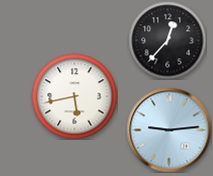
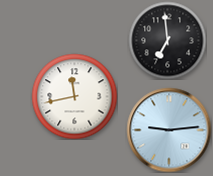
clock at (167, 40): 12:37 -> 6:59
clock at (74, 96): 5:43 -> 11:43
